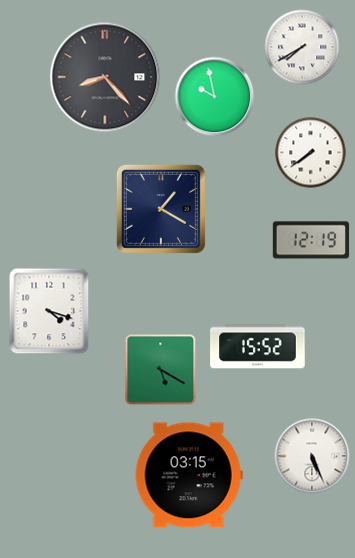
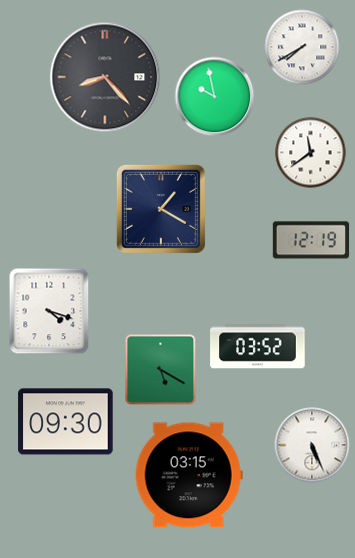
clock at (311, 153): 7:39 -> 11:39
clock at (258, 347): 15:52 -> 03:52
clock at (66, 422): none -> 09:30
clock at (312, 456) position: (312, 456) -> (312, 445)
